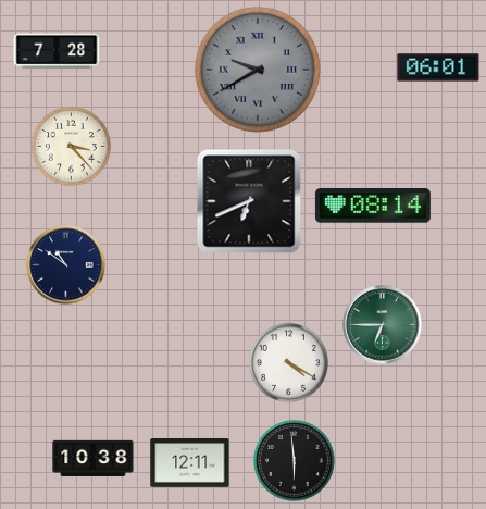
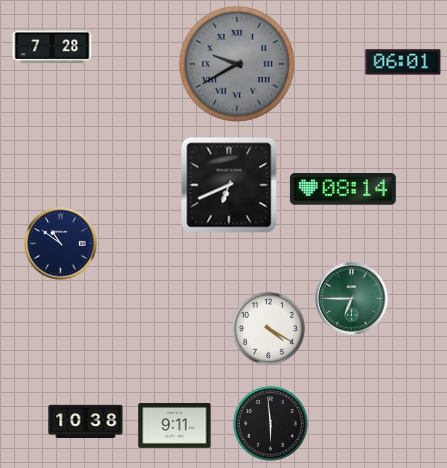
clock at (71, 146): 3:23 -> none
clock at (288, 362) position: (288, 362) -> (268, 328)
clock at (190, 463): 12:11 -> 9:11
